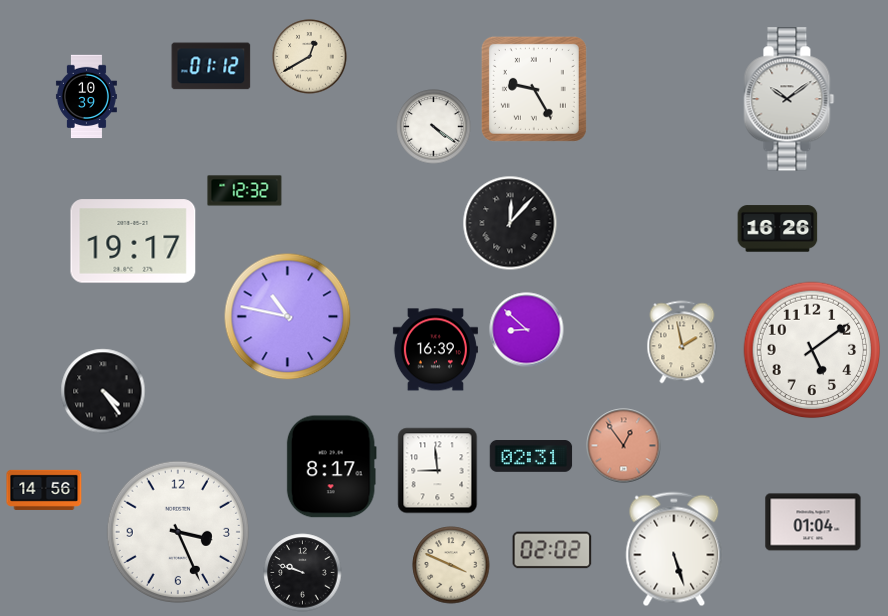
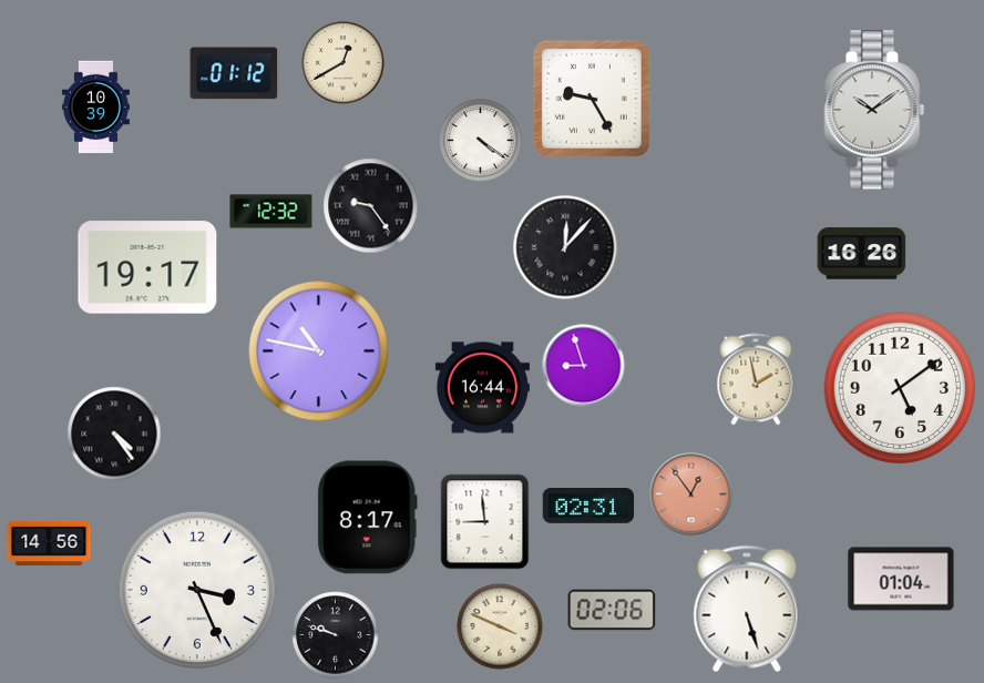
clock at (371, 206): none -> 9:24
clock at (527, 330): 8:52 -> 8:57
clock at (435, 350): 16:39 -> 16:44
clock at (552, 550): 02:02 -> 02:06
